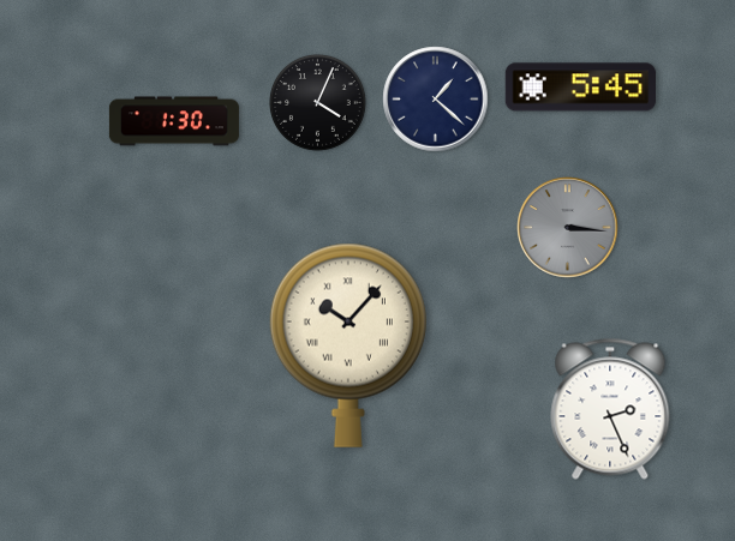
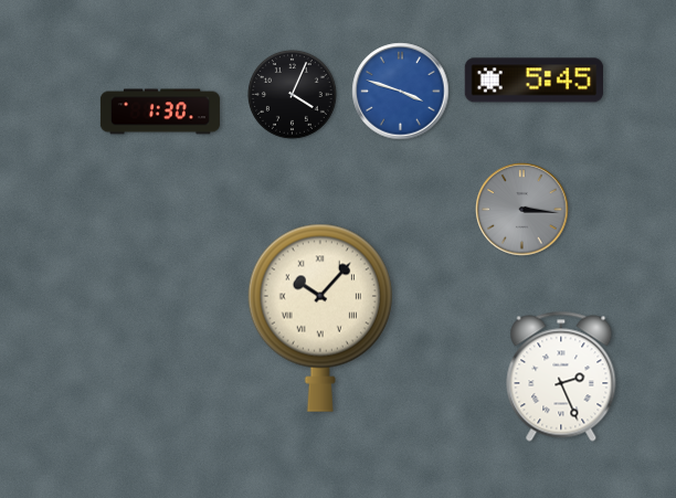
clock at (436, 100): 1:22 -> 3:48
clock at (436, 100) dial: navy -> blue
